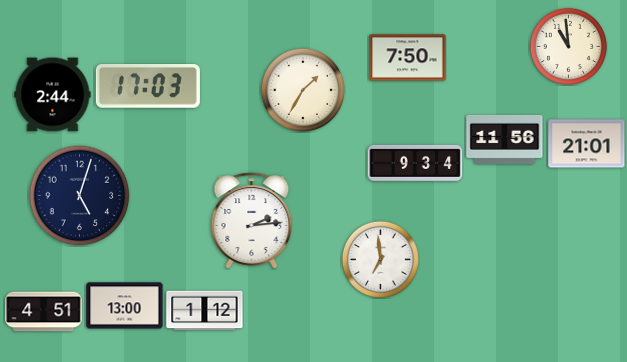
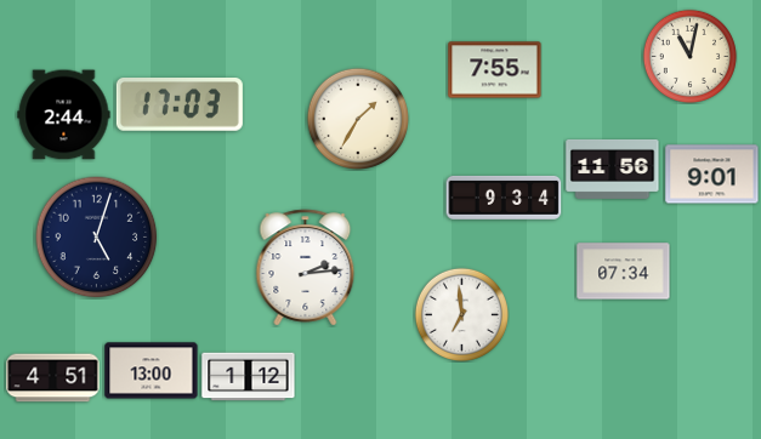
clock at (568, 46): 10:59 -> 11:02
clock at (408, 58): 7:50 -> 7:55
clock at (302, 89) position: (302, 89) -> (357, 118)
clock at (587, 144): 21:01 -> 9:01
clock at (624, 272): none -> 07:34
